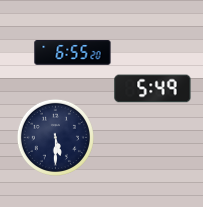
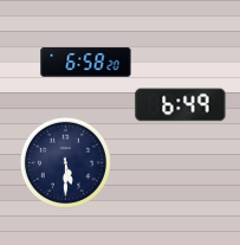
clock at (73, 53): 6:55 -> 6:58
clock at (153, 89): 5:49 -> 6:49
